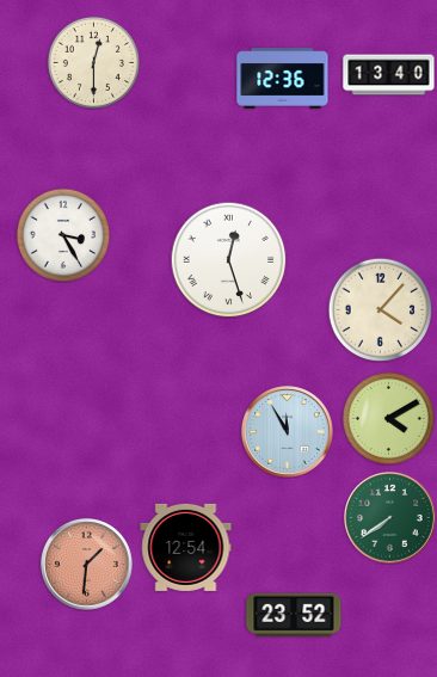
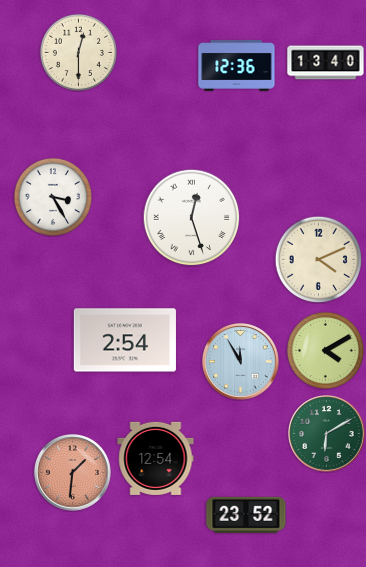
clock at (380, 309): 4:07 -> 4:11
clock at (125, 340): none -> 2:54
clock at (390, 518): 7:39 -> 6:10
